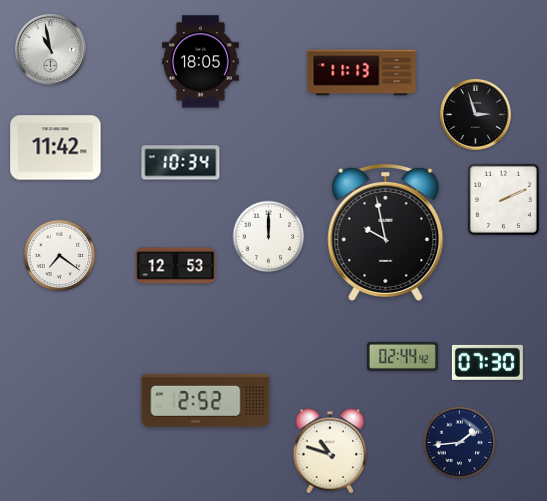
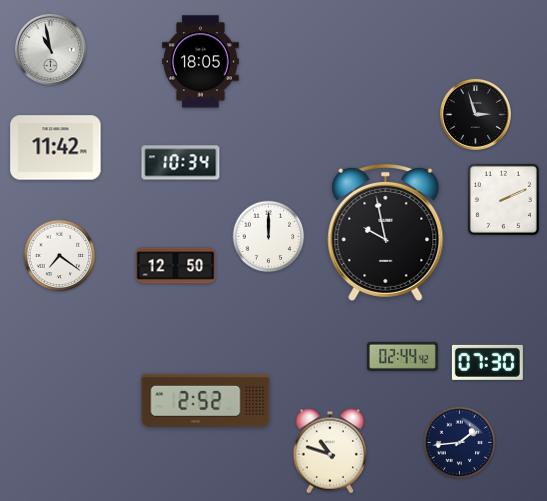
clock at (362, 73): 11:13 -> none
clock at (176, 266): 12:53 -> 12:50
